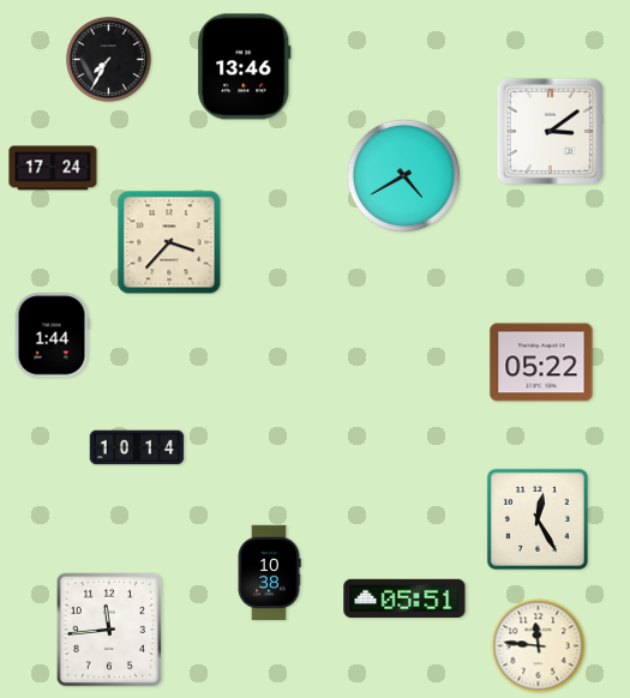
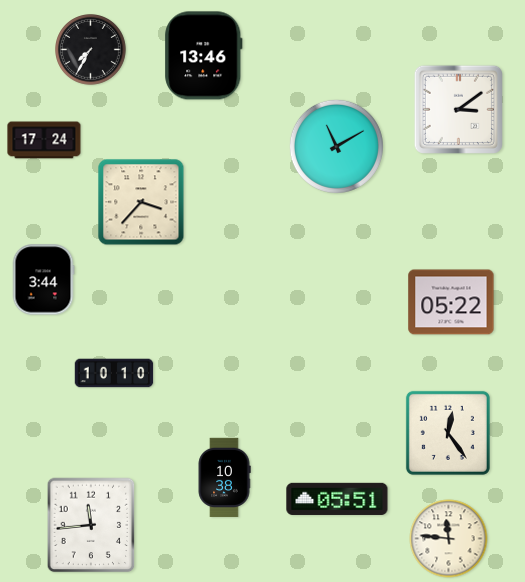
clock at (403, 175): 4:40 -> 11:10
clock at (52, 336): 1:44 -> 3:44
clock at (137, 447): 10:14 -> 10:10
clock at (538, 519): 12:25 -> 12:24
